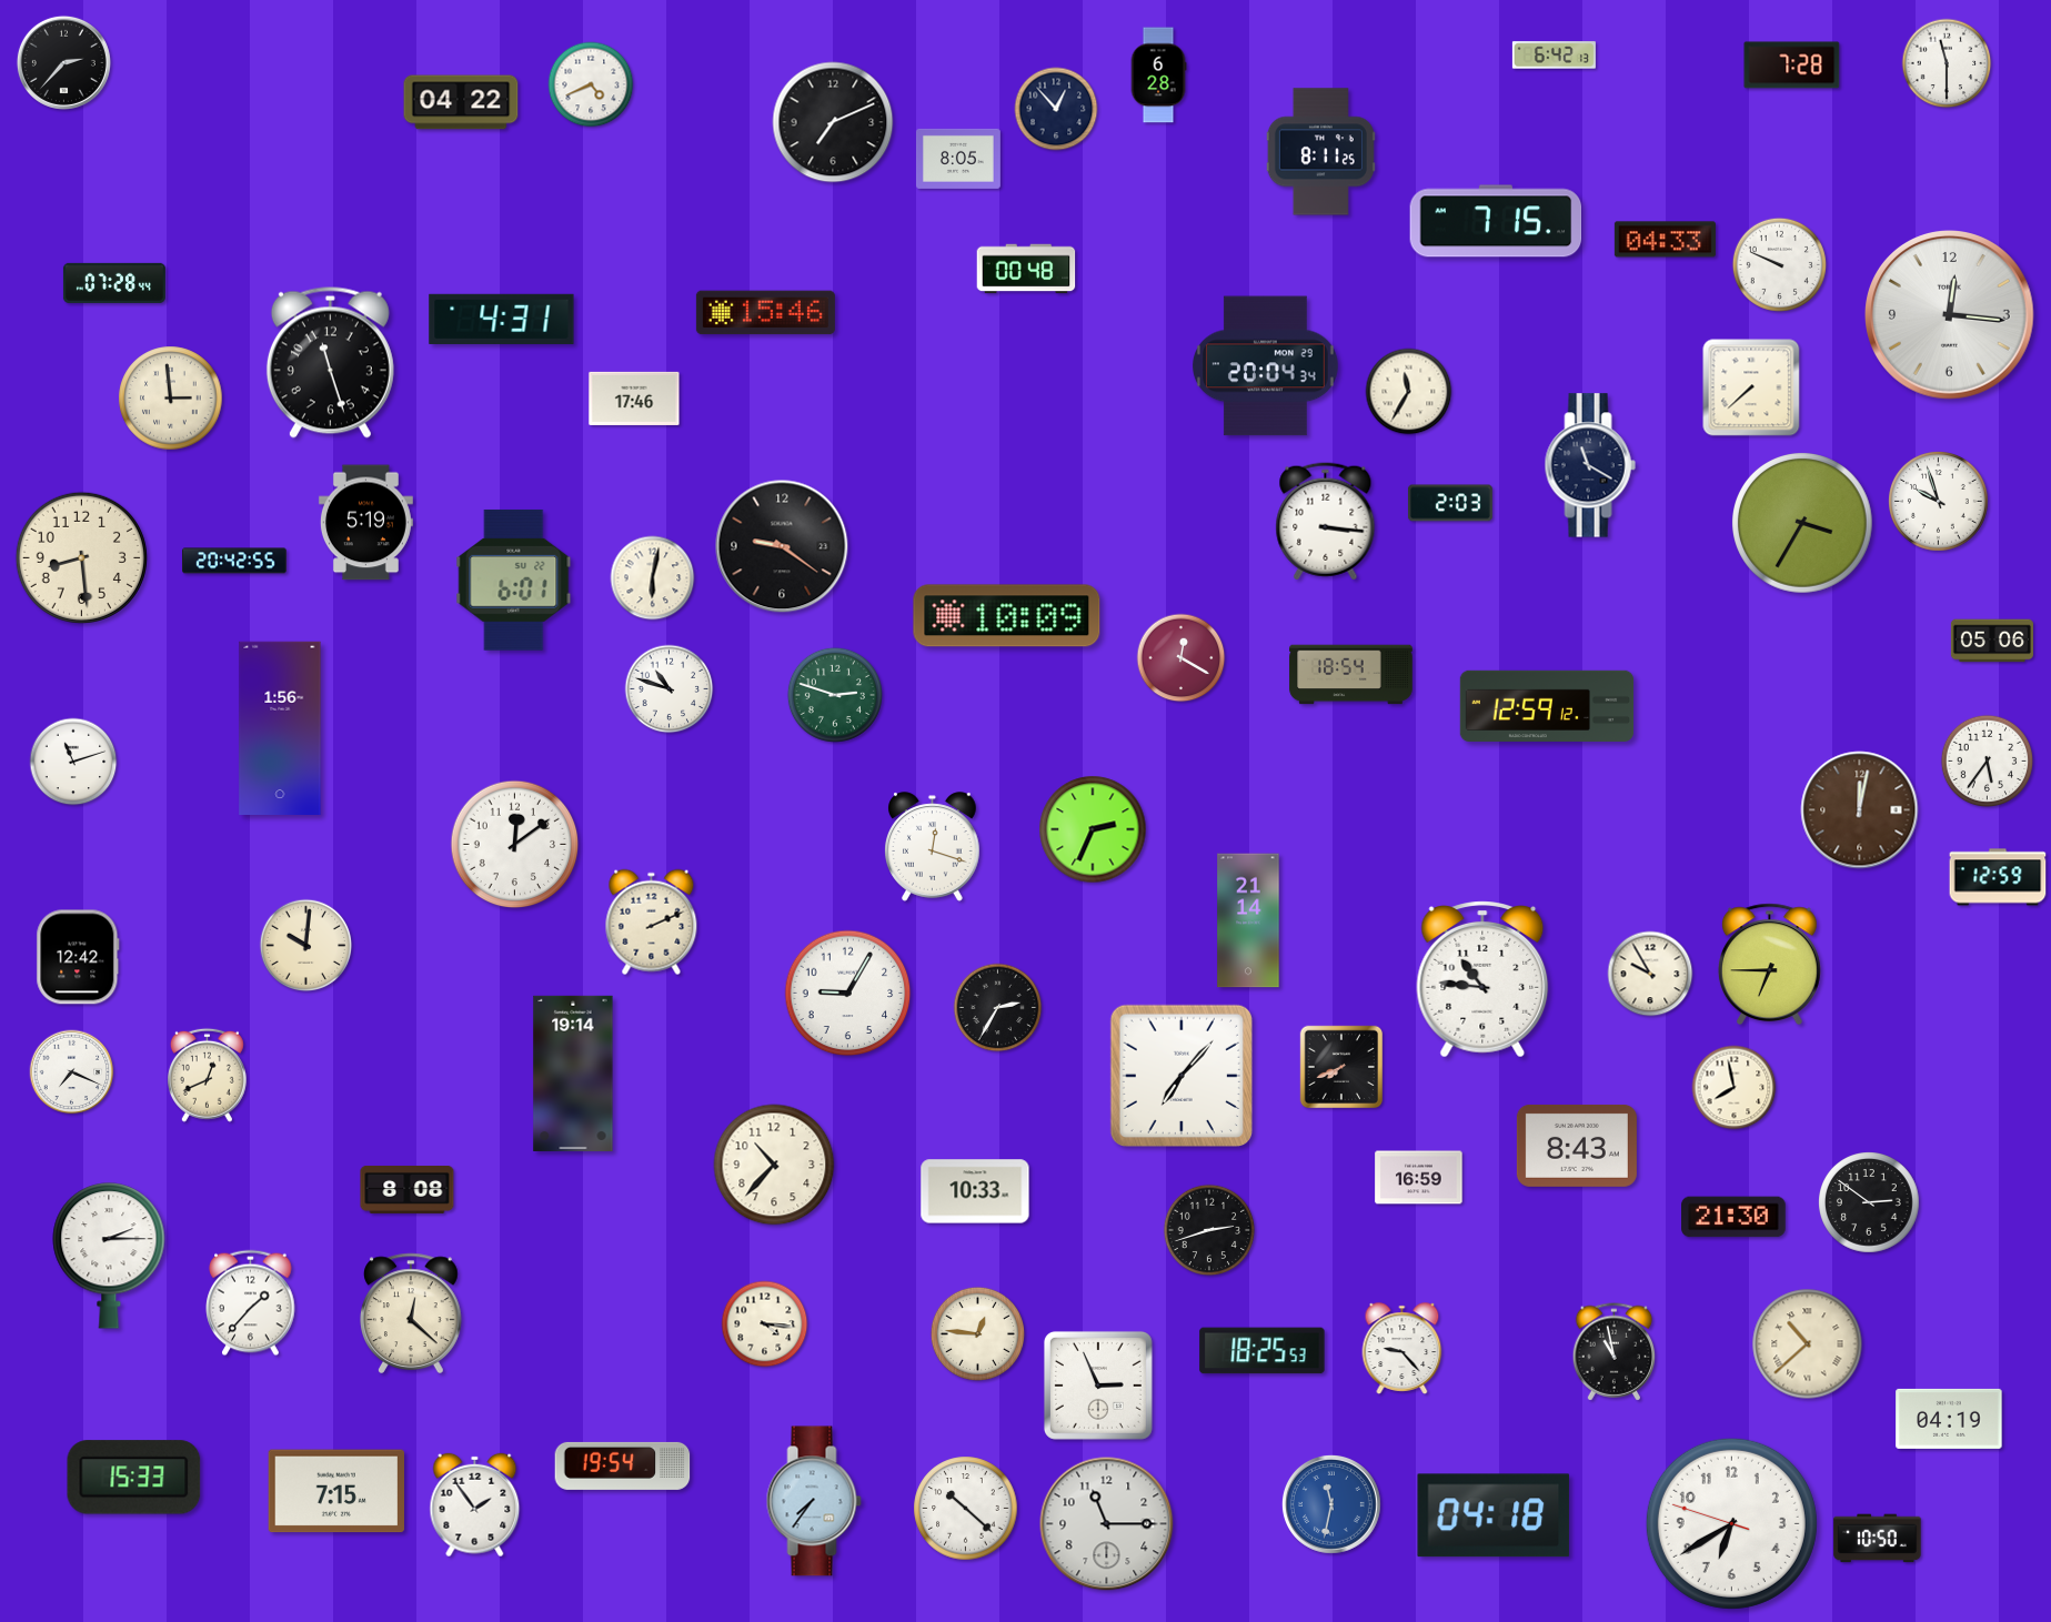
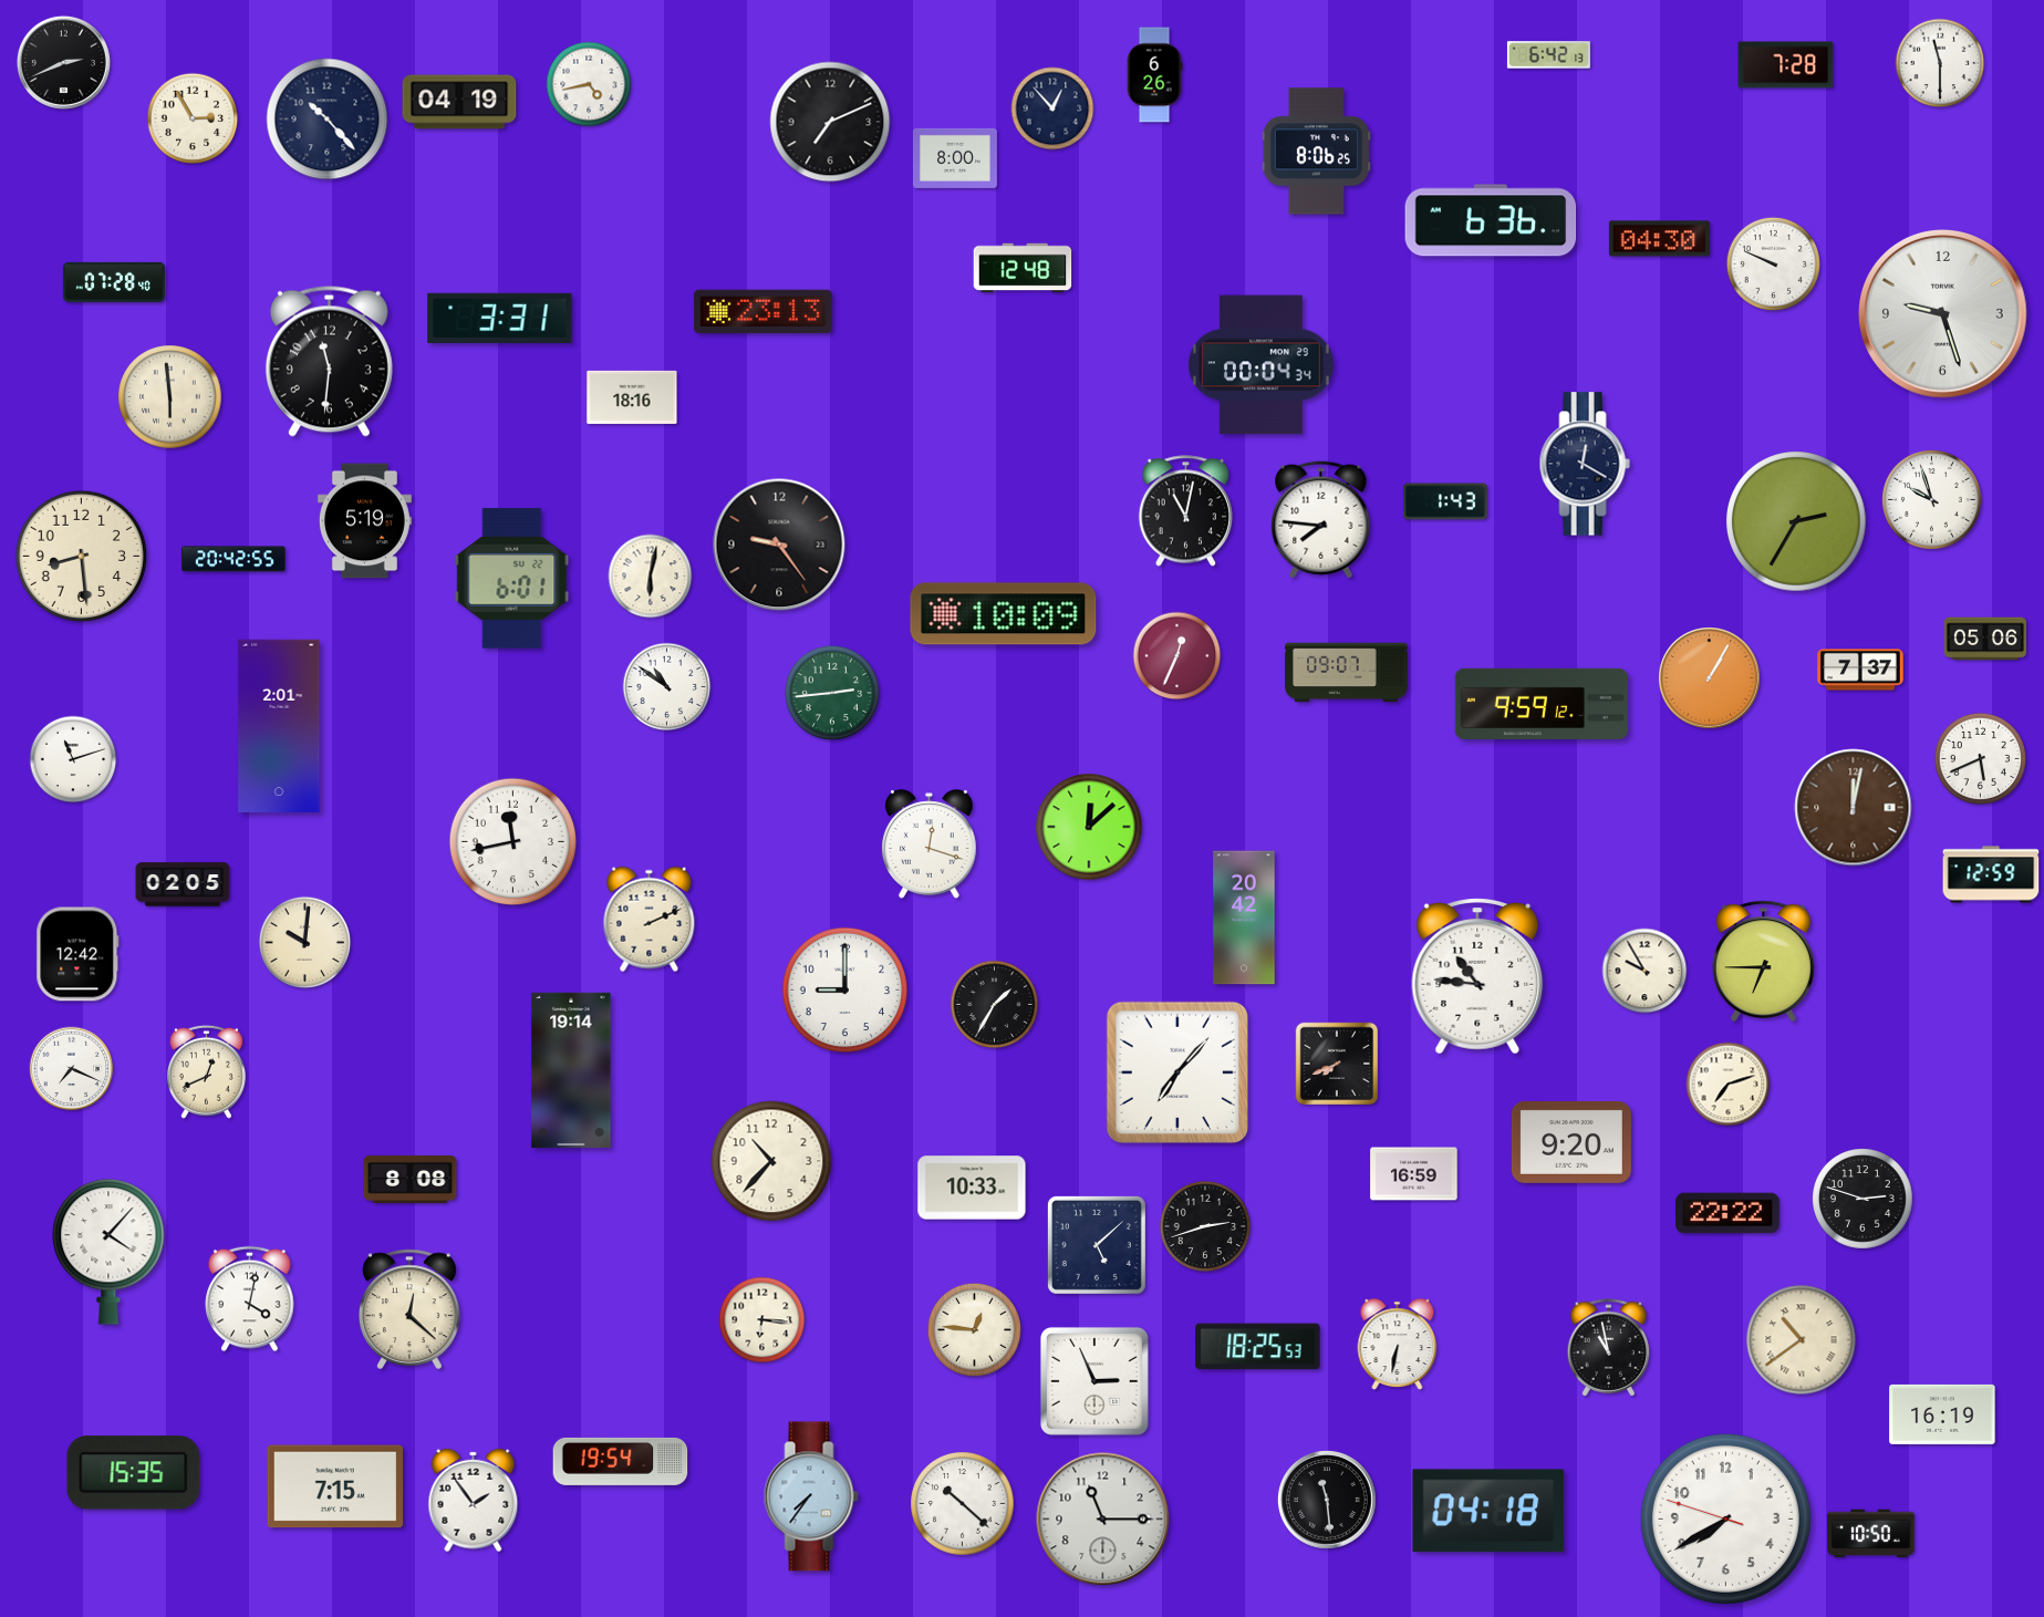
clock at (63, 62): 2:37 -> 2:41
clock at (1158, 75): 6:28 -> 6:26
clock at (591, 84): 4:41 -> 4:43
clock at (461, 102): 04:22 -> 04:19
clock at (193, 118): none -> 2:55
clock at (328, 120): none -> 10:23
clock at (1320, 152): 8:11 -> 8:06
clock at (958, 159): 8:05 -> 8:00
clock at (1496, 221): 7:15 -> 6:36
clock at (1665, 240): 04:33 -> 04:30
clock at (1026, 269): 00:48 -> 12:48
clock at (114, 283): 07:28:44 -> 07:28:40
clock at (765, 313): 15:46 -> 23:13
clock at (1950, 315): 12:16 -> 9:27
clock at (502, 319): 4:31 -> 3:31
clock at (330, 362): 11:27 -> 11:31
clock at (1266, 366): 20:04 -> 00:04
clock at (1751, 387): 7:38 -> none
clock at (1409, 392): 11:35 -> none
clock at (171, 399): 2:59 -> 5:59
clock at (634, 399): 17:46 -> 18:16
clock at (1590, 465): 11:20 -> 12:20
clock at (1450, 503): 2:03 -> 1:43
clock at (1185, 511): none -> 11:02
clock at (1326, 522): 3:16 -> 7:46
clock at (1803, 524): 3:35 -> 2:35
clock at (782, 546): 9:21 -> 9:24
clock at (1182, 658): 12:20 -> 12:34
clock at (1860, 670): none -> 7:37
clock at (1351, 675): 18:54 -> 09:07
clock at (1710, 678): none -> 1:05
clock at (670, 689): 10:48 -> 10:51
clock at (835, 695): 2:48 -> 2:44
clock at (1547, 705): 12:59 -> 9:59
clock at (280, 727): 1:56 -> 2:01
clock at (1988, 762): 5:36 -> 5:41
clock at (1093, 829): 2:34 -> 12:08
clock at (515, 845): 12:09 -> 11:43
clock at (183, 884): none -> 02:05
clock at (1248, 920): 21:14 -> 20:42
clock at (848, 994): 9:05 -> 9:00
clock at (998, 1008): 2:35 -> 1:35
clock at (1735, 1088): 7:58 -> 7:12
clock at (1577, 1146): 8:43 -> 9:20
clock at (408, 1189) position: (408, 1189) -> (411, 1179)
clock at (1870, 1203): 2:51 -> 2:48
clock at (1733, 1217): 21:30 -> 22:22
clock at (1097, 1245): none -> 5:08
clock at (109, 1256): 2:15 -> 4:07
clock at (251, 1303): 1:37 -> 4:02
clock at (765, 1324): 4:16 -> 6:16
clock at (1808, 1344): 10:38 -> 10:39
clock at (1402, 1349): 9:23 -> 6:32
clock at (1949, 1419): 04:19 -> 16:19
clock at (134, 1478): 15:33 -> 15:35
clock at (1331, 1504): 11:32 -> 11:29
clock at (1331, 1504) dial: blue -> black
clock at (1731, 1523): 6:39 -> 7:39
